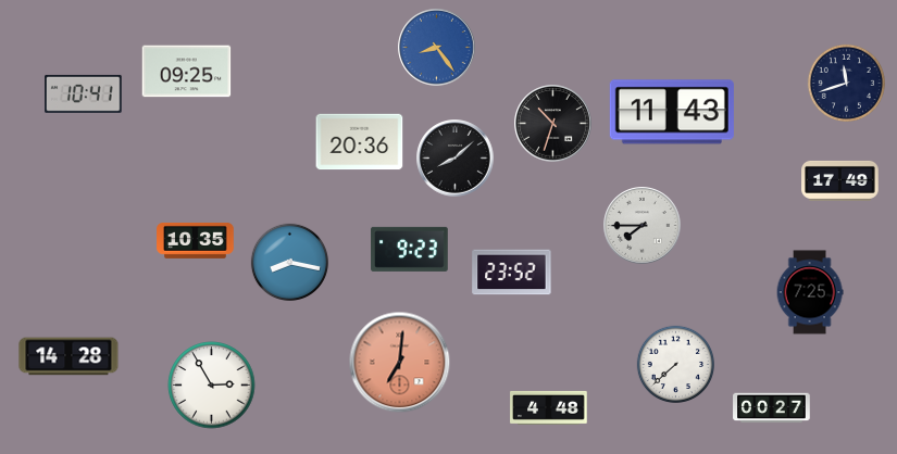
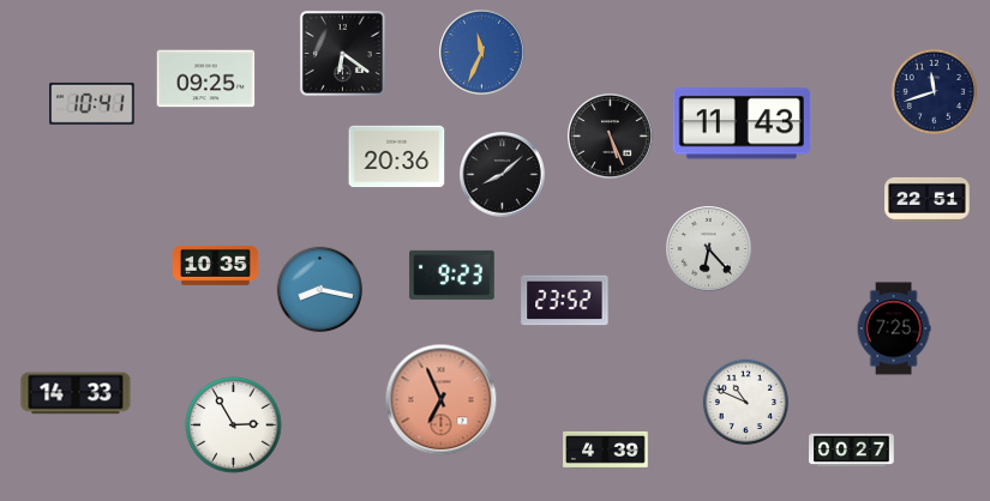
clock at (342, 53): none -> 6:21
clock at (437, 48): 8:24 -> 11:34
clock at (553, 124): 10:33 -> 5:26
clock at (840, 180): 17:49 -> 22:51
clock at (643, 226): 7:45 -> 6:23
clock at (810, 292) position: (810, 292) -> (894, 328)
clock at (68, 356): 14:28 -> 14:33
clock at (400, 363): 7:01 -> 6:56
clock at (675, 364): 7:38 -> 10:49
clock at (549, 407): 4:48 -> 4:39
